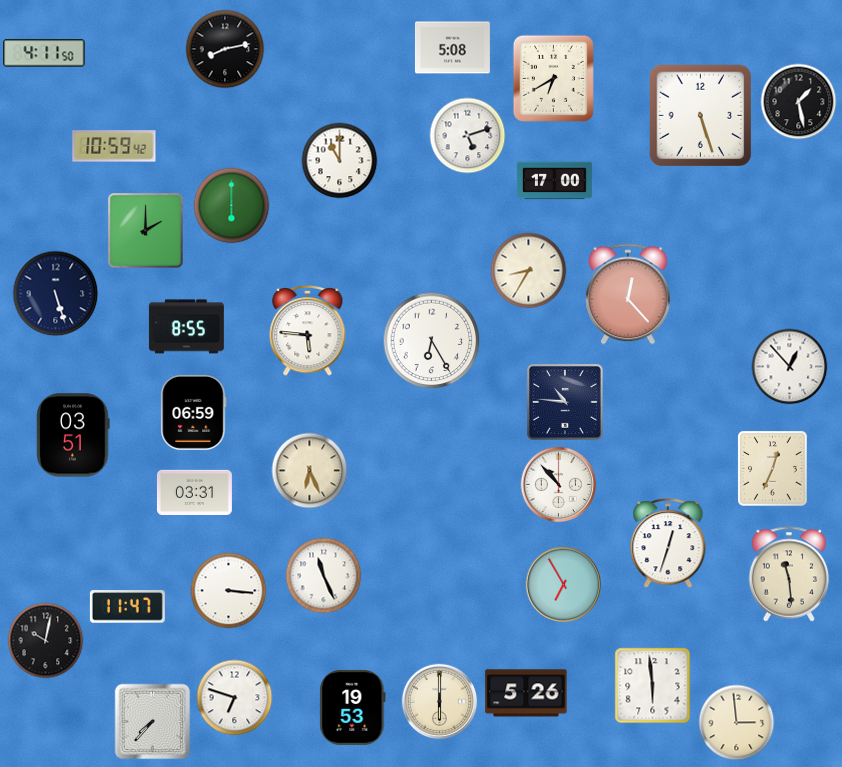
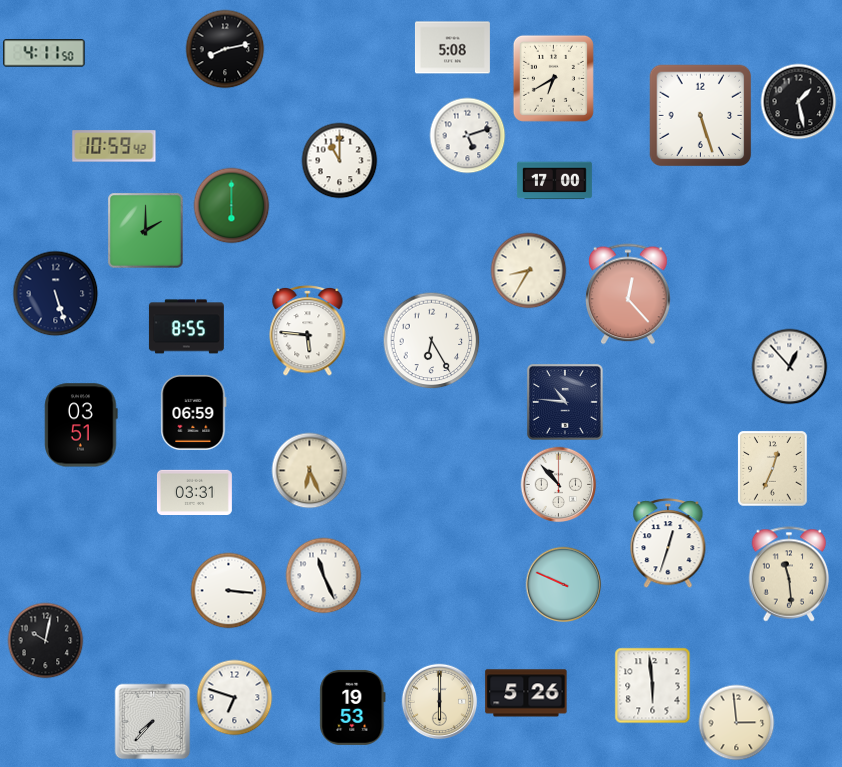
clock at (73, 435) position: (73, 435) -> (81, 425)
clock at (564, 585): 6:55 -> 9:49
clock at (127, 607): 11:47 -> none
